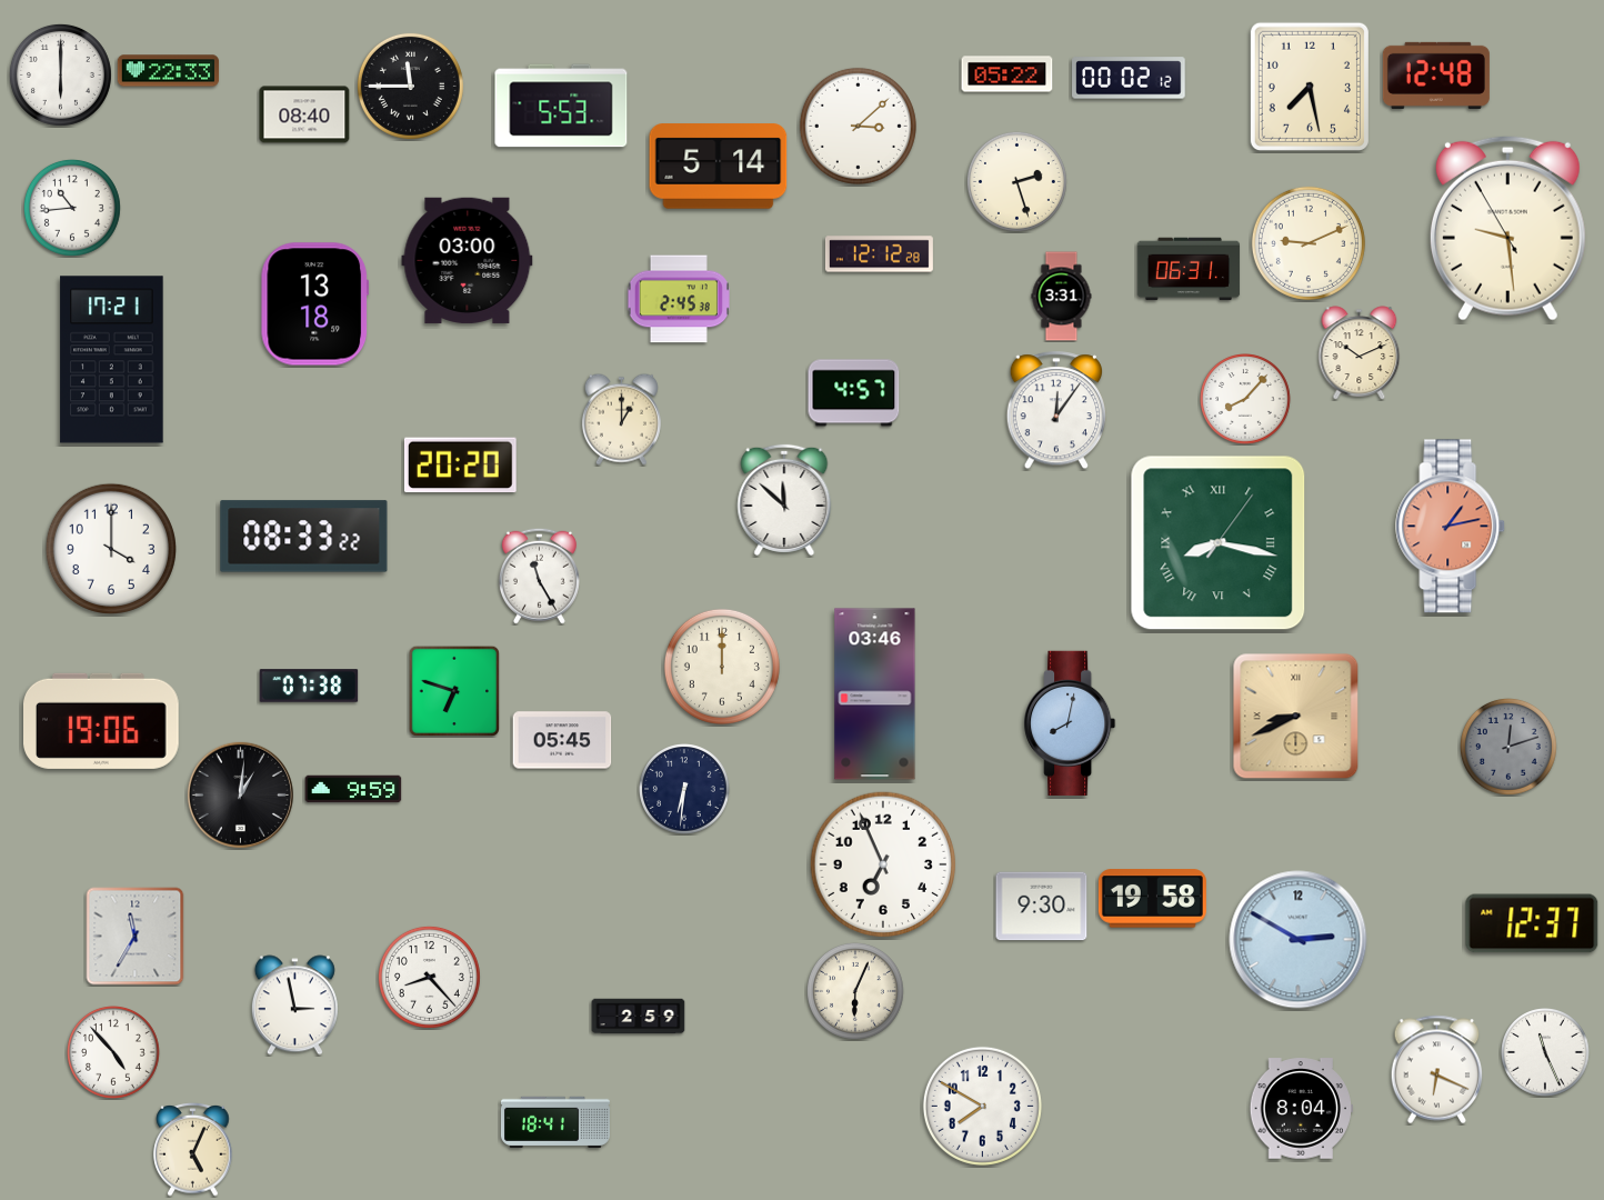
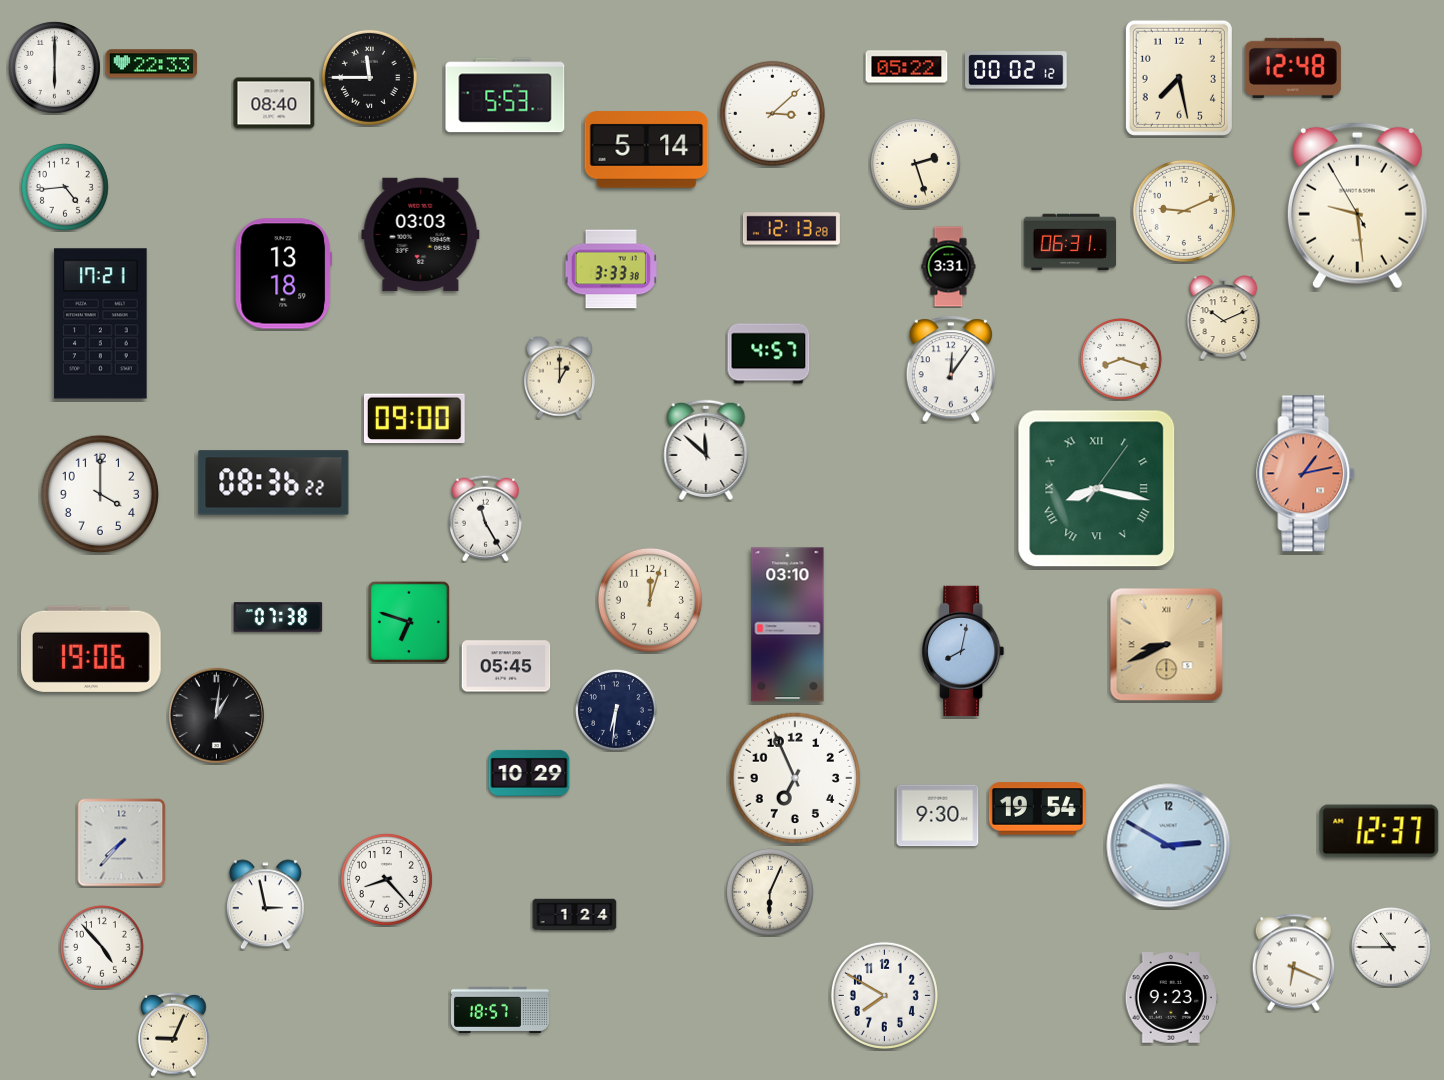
clock at (72, 208): 10:44 -> 4:44
clock at (1309, 243) position: (1309, 243) -> (1184, 211)
clock at (879, 254): 12:12 -> 12:13
clock at (468, 260): 03:00 -> 03:03
clock at (1062, 297) position: (1062, 297) -> (949, 267)
clock at (679, 299): 2:45 -> 3:33
clock at (1246, 400): 8:07 -> 8:18
clock at (460, 466): 20:20 -> 09:00
clock at (304, 537): 08:33 -> 08:36
clock at (722, 667): 12:00 -> 12:03
clock at (875, 694): 03:46 -> 03:10
clock at (1508, 747): 12:12 -> none
clock at (353, 789): 9:59 -> none
clock at (529, 773): none -> 10:29
clock at (1152, 899): 19:58 -> 19:54
clock at (136, 937): 11:35 -> 7:37
clock at (639, 1017): 2:59 -> 1:24
clock at (1546, 1053): 11:26 -> 10:45
clock at (1301, 1109): 8:04 -> 9:23
clock at (555, 1121): 18:41 -> 18:57
clock at (193, 1150): 5:04 -> 9:04
